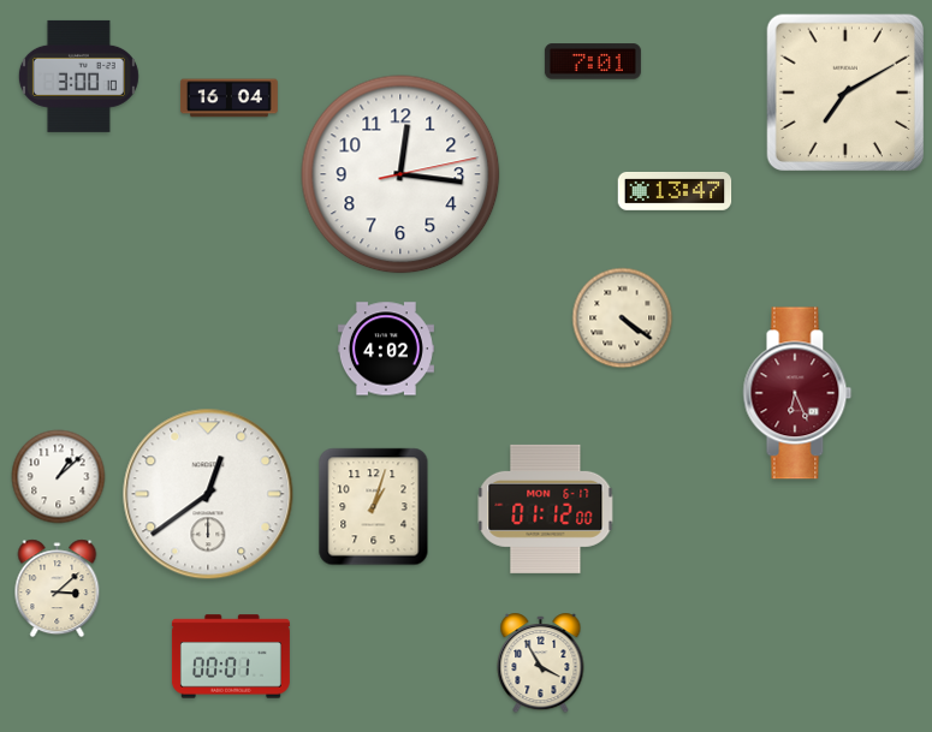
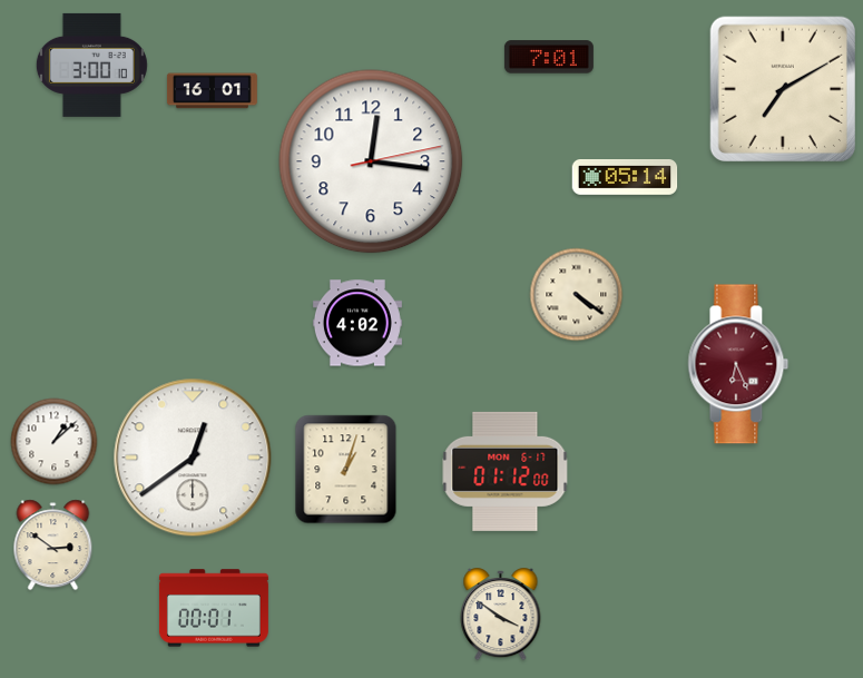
clock at (78, 76) position: (78, 76) -> (91, 65)
clock at (844, 91) position: (844, 91) -> (782, 88)
clock at (228, 99): 16:04 -> 16:01
clock at (675, 192): 13:47 -> 05:14
clock at (58, 589): 3:08 -> 2:51
clock at (541, 663): 3:55 -> 3:51
